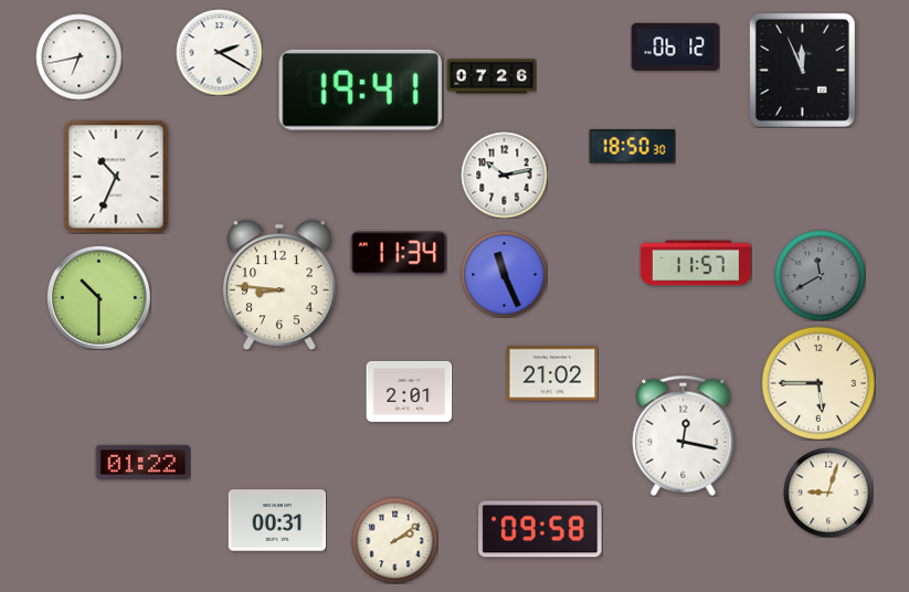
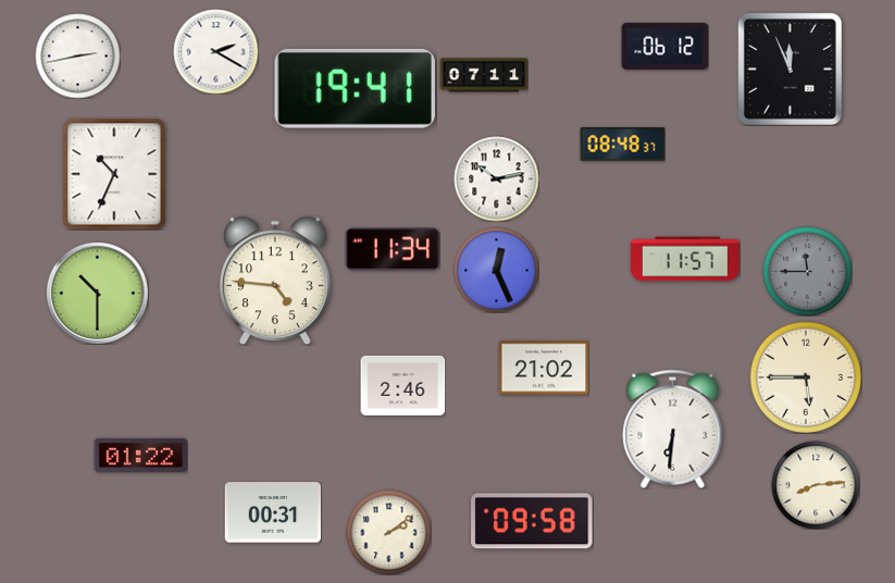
clock at (78, 56): 6:43 -> 2:43
clock at (492, 76): 07:26 -> 07:11
clock at (632, 147): 18:50 -> 08:48
clock at (504, 175) position: (504, 175) -> (496, 178)
clock at (504, 274): 11:26 -> 12:26
clock at (820, 275): 11:40 -> 11:45
clock at (279, 285): 8:46 -> 4:46
clock at (409, 391): 2:01 -> 2:46
clock at (684, 435): 12:17 -> 6:31
clock at (828, 493): 9:03 -> 8:14
